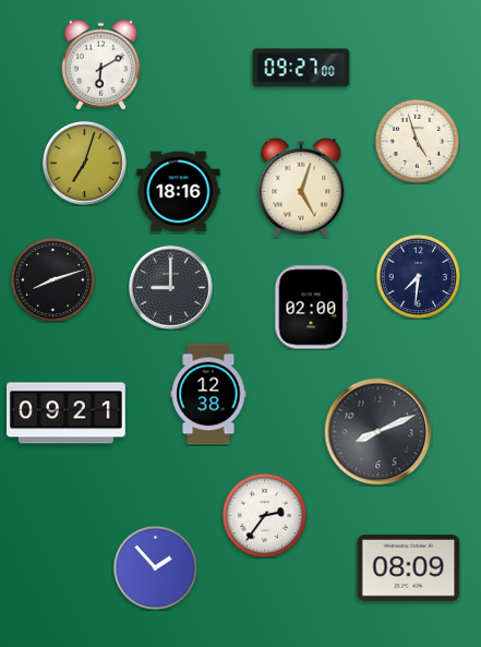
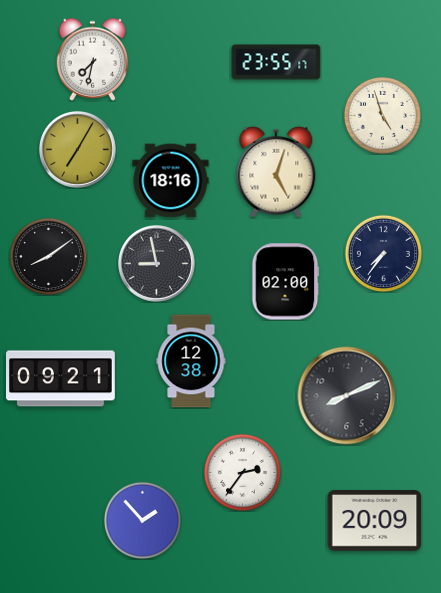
clock at (101, 64): 6:10 -> 7:32
clock at (301, 68): 09:27 -> 23:55
clock at (417, 141) position: (417, 141) -> (382, 115)
clock at (85, 164): 7:03 -> 7:05
clock at (179, 192) position: (179, 192) -> (171, 181)
clock at (418, 276): 7:31 -> 7:36
clock at (52, 279): 8:12 -> 8:09
clock at (171, 288): 9:00 -> 8:58
clock at (409, 568): 08:09 -> 20:09
